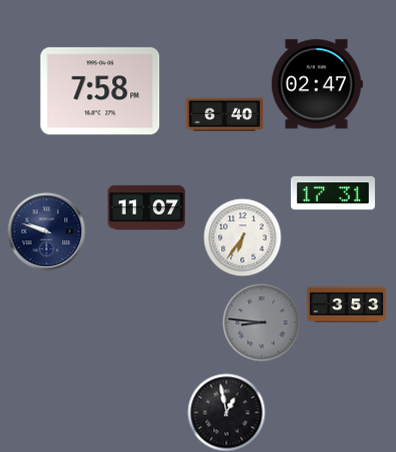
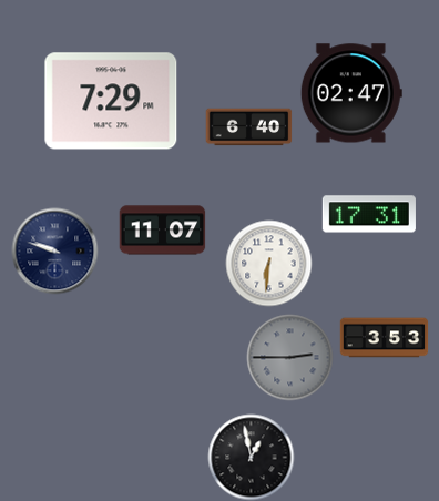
clock at (100, 91): 7:58 -> 7:29
clock at (46, 231) position: (46, 231) -> (54, 250)
clock at (242, 237): 6:36 -> 6:31
clock at (261, 322): 8:46 -> 2:45
